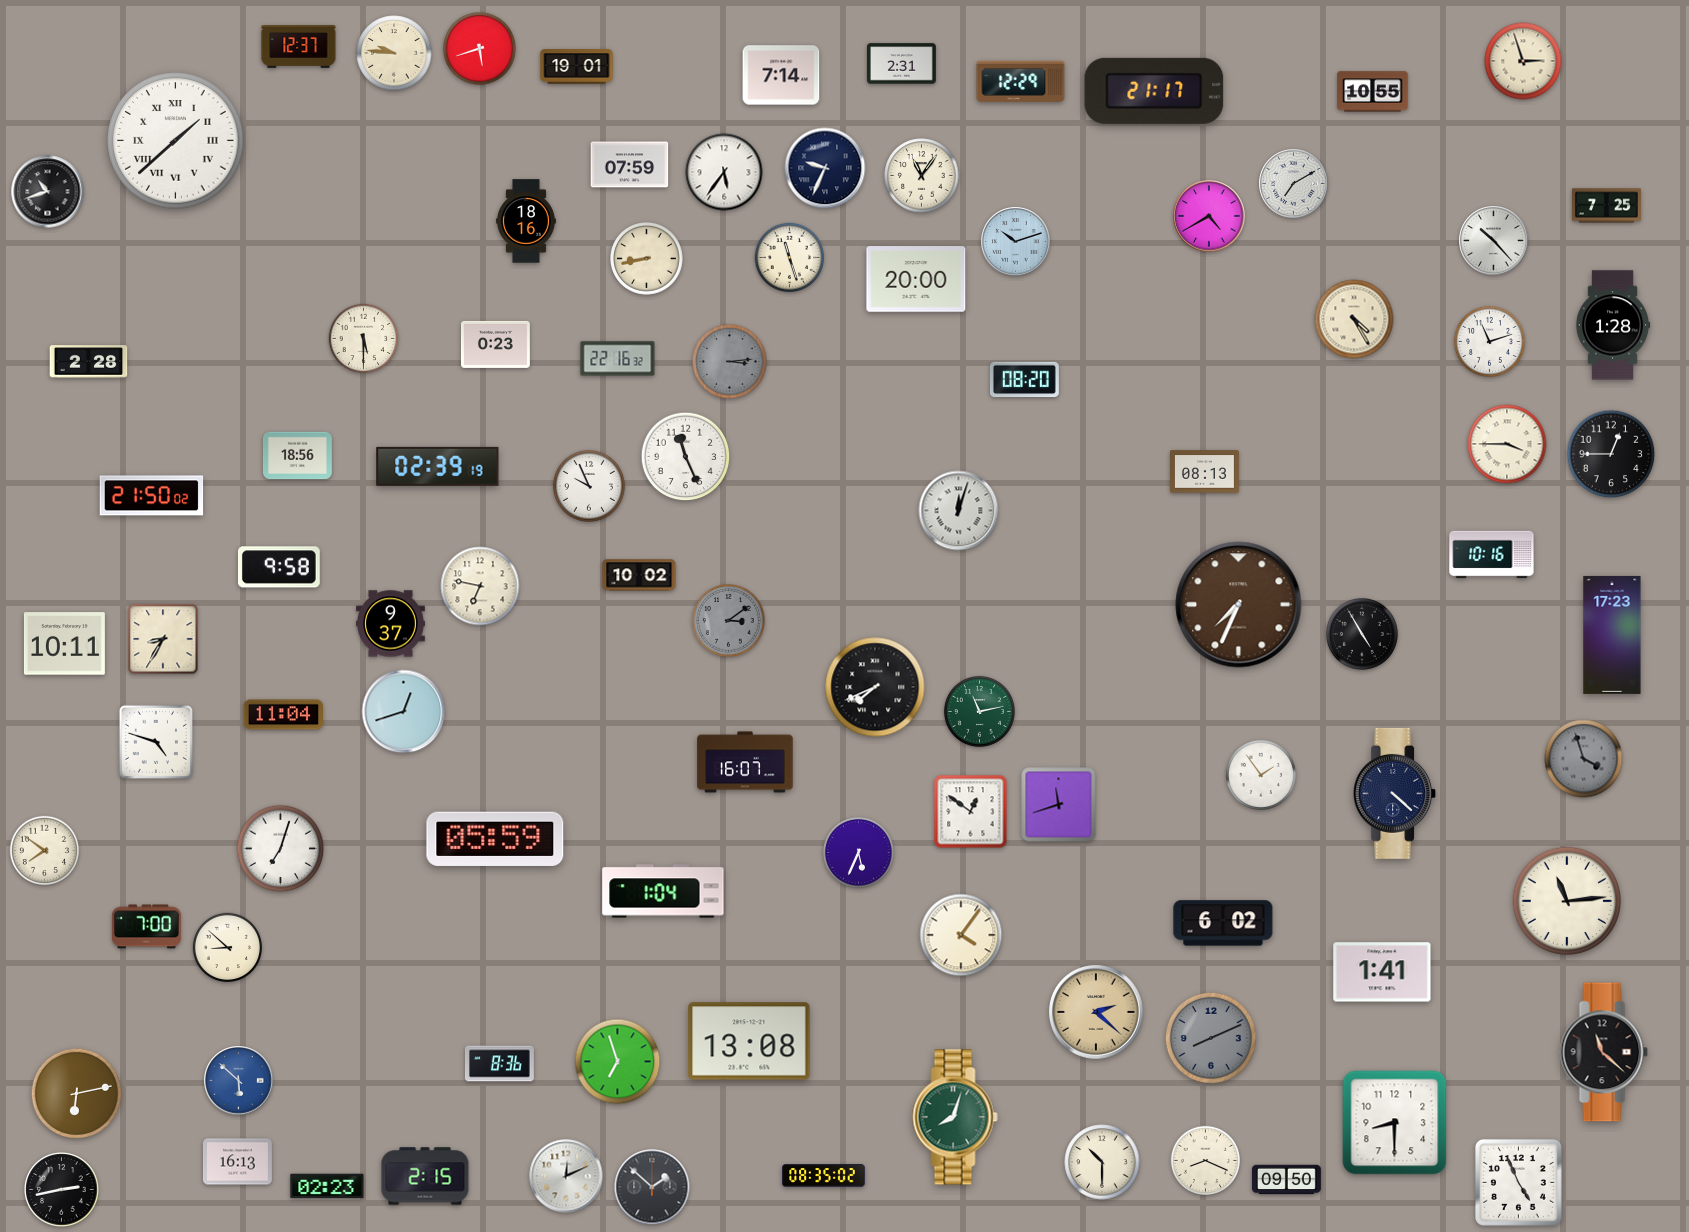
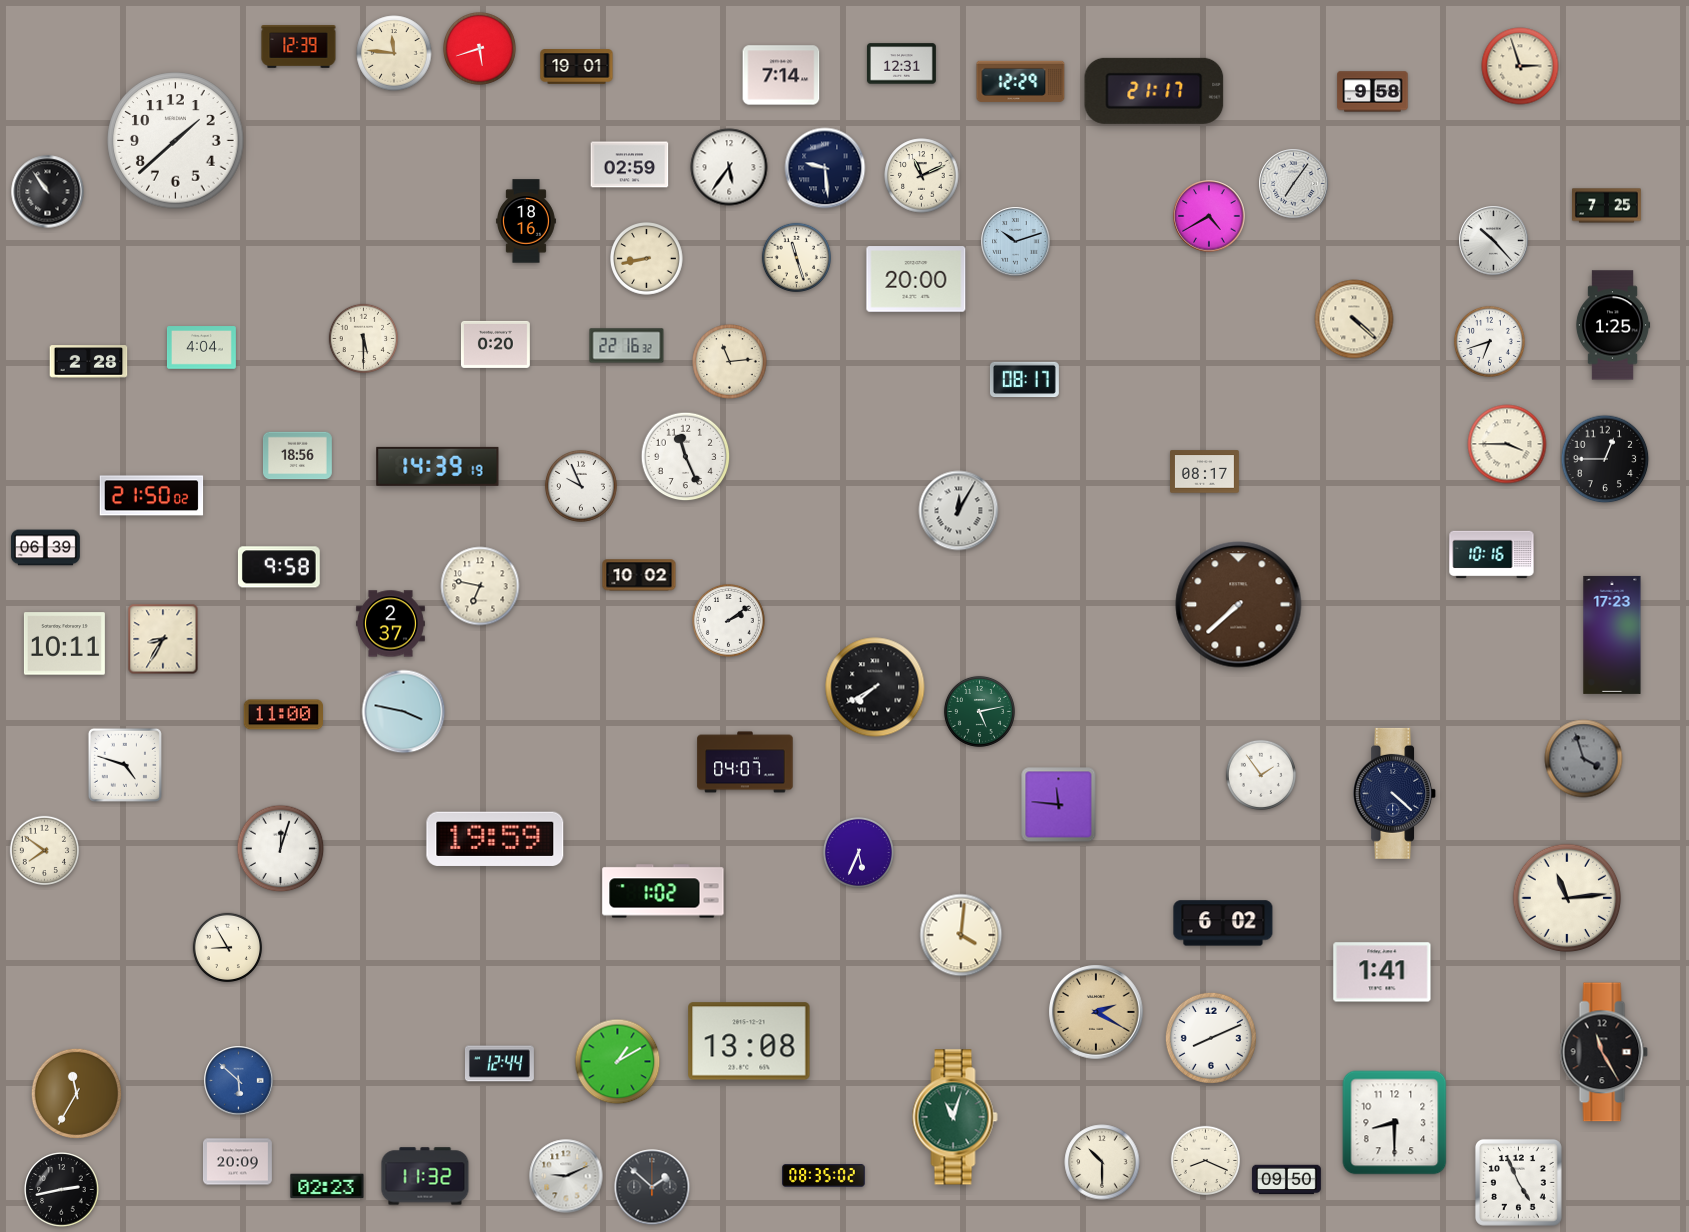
clock at (299, 47): 12:37 -> 12:39
clock at (394, 53): 9:46 -> 11:46
clock at (1523, 61) position: (1523, 61) -> (1520, 66)
clock at (902, 64): 2:31 -> 12:31
clock at (1373, 92): 10:55 -> 9:58
clock at (176, 141) numerals: Roman -> Arabic
clock at (630, 165): 07:59 -> 02:59
clock at (825, 168): 9:34 -> 9:29
clock at (724, 172) position: (724, 172) -> (729, 167)
clock at (922, 176): 11:06 -> 11:11
clock at (1294, 184): 7:10 -> 7:06
clock at (48, 192): 10:42 -> 10:54
clock at (789, 257) position: (789, 257) -> (796, 257)
clock at (1354, 319): 4:25 -> 4:22
clock at (1613, 325): 1:28 -> 1:25
clock at (1489, 341): 11:12 -> 6:42
clock at (495, 344): 0:23 -> 0:20
clock at (201, 348): none -> 4:04
clock at (618, 359) position: (618, 359) -> (627, 346)
clock at (730, 362): 3:14 -> 11:14
clock at (730, 362) dial: grey -> cream
clock at (1024, 380): 08:20 -> 08:17
clock at (1611, 454) position: (1611, 454) -> (1605, 459)
clock at (438, 466): 02:39 -> 14:39
clock at (1205, 472): 08:13 -> 08:17
clock at (589, 486) position: (589, 486) -> (581, 486)
clock at (959, 511): 12:03 -> 12:05
clock at (45, 548): none -> 06:39
clock at (1239, 605): 7:34 -> 7:38
clock at (729, 621): 3:09 -> 2:09
clock at (729, 621) dial: grey -> white
clock at (390, 624): 9:37 -> 2:37
clock at (1362, 634): 4:55 -> none
clock at (875, 687): 7:41 -> 7:40
clock at (979, 711): 11:13 -> 5:13
clock at (404, 712): 12:42 -> 3:47
clock at (283, 715): 11:04 -> 11:00
clock at (156, 742) position: (156, 742) -> (125, 765)
clock at (745, 762): 16:07 -> 04:07
clock at (1059, 805): 11:42 -> 11:46
clock at (971, 812): 12:51 -> none
clock at (495, 839): 05:59 -> 19:59
clock at (281, 849): 7:03 -> 12:03
clock at (663, 891): 1:04 -> 1:02
clock at (1567, 901) position: (1567, 901) -> (1567, 898)
clock at (146, 927): 7:00 -> none
clock at (961, 935): 4:06 -> 4:01
clock at (227, 947): 8:52 -> 8:55
clock at (1097, 1013): 2:22 -> 2:20
clock at (1211, 1038) dial: grey -> white
clock at (1604, 1052): 11:22 -> 11:25
clock at (618, 1062): 6:57 -> 1:10
clock at (500, 1064): 8:36 -> 12:44
clock at (76, 1093): 6:13 -> 11:35
clock at (955, 1117): 8:03 -> 11:03
clock at (238, 1162): 16:13 -> 20:09
clock at (425, 1176): 2:15 -> 11:32
clock at (566, 1176): 12:11 -> 9:11
